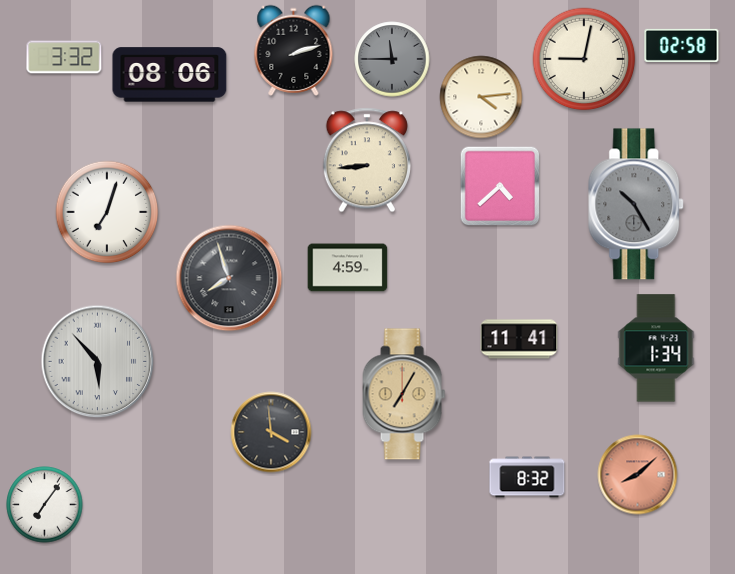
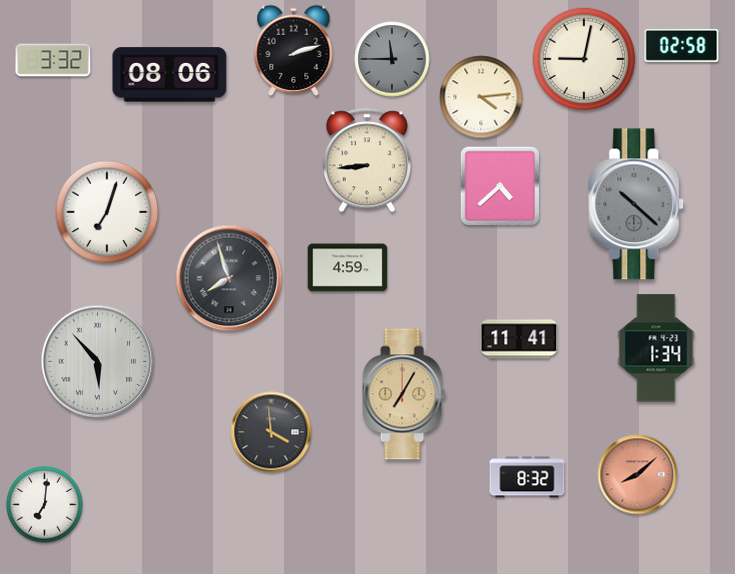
clock at (64, 57) position: (64, 57) -> (53, 60)
clock at (637, 204): 10:25 -> 10:22
clock at (45, 505): 7:06 -> 7:01
